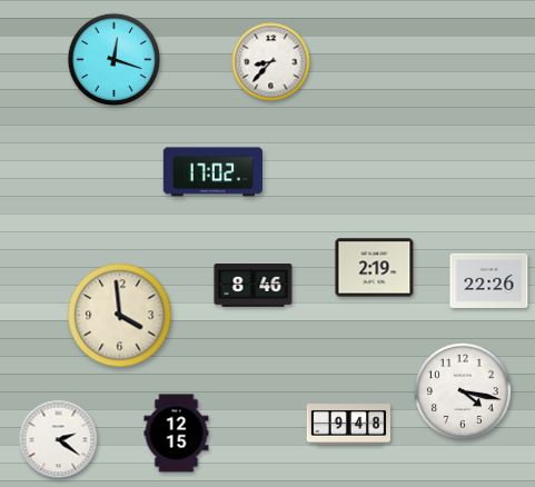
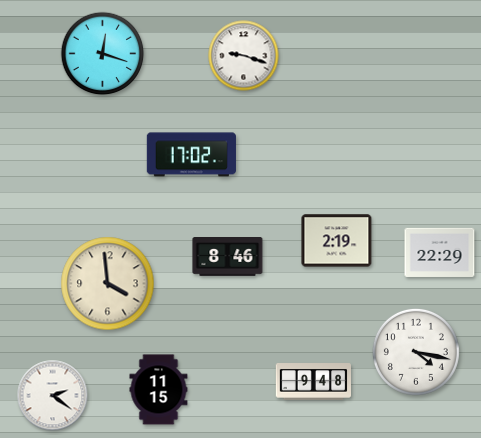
clock at (271, 62): 8:37 -> 9:18
clock at (489, 280): 22:26 -> 22:29
clock at (177, 434): 12:15 -> 11:15
